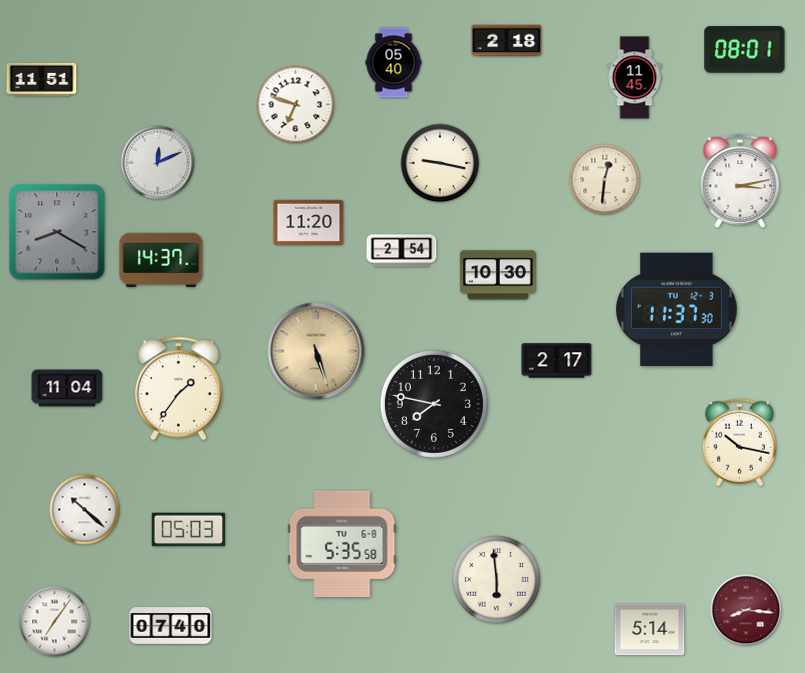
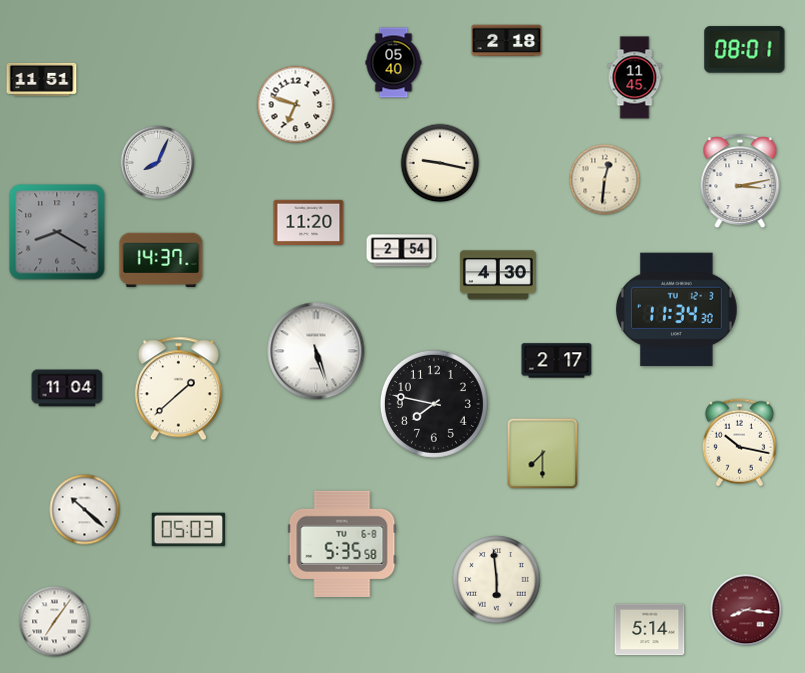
clock at (158, 163): 12:11 -> 8:04
clock at (498, 275): 10:30 -> 4:30
clock at (676, 310): 11:37 -> 11:34
clock at (316, 351) dial: champagne -> white
clock at (178, 389): 1:36 -> 1:38
clock at (543, 454): none -> 7:30
clock at (171, 626): 07:40 -> none
